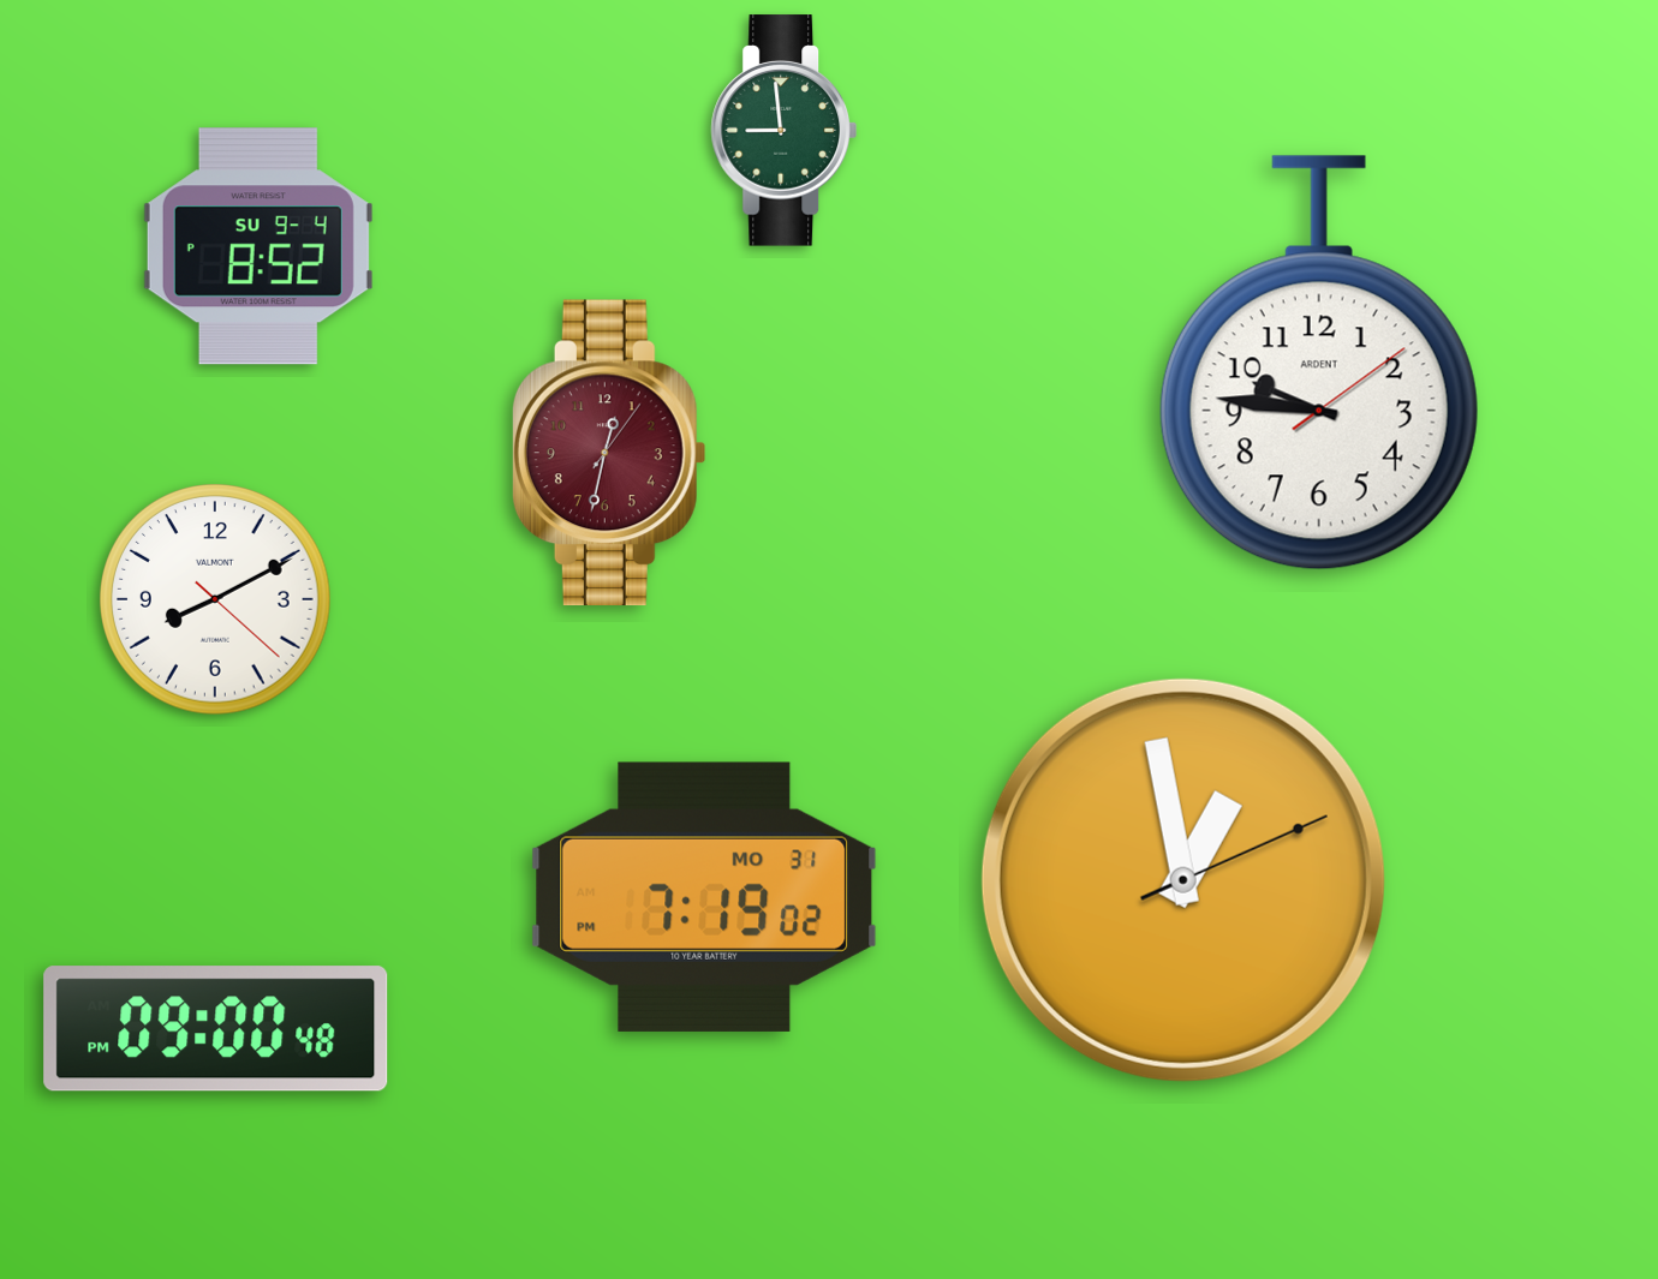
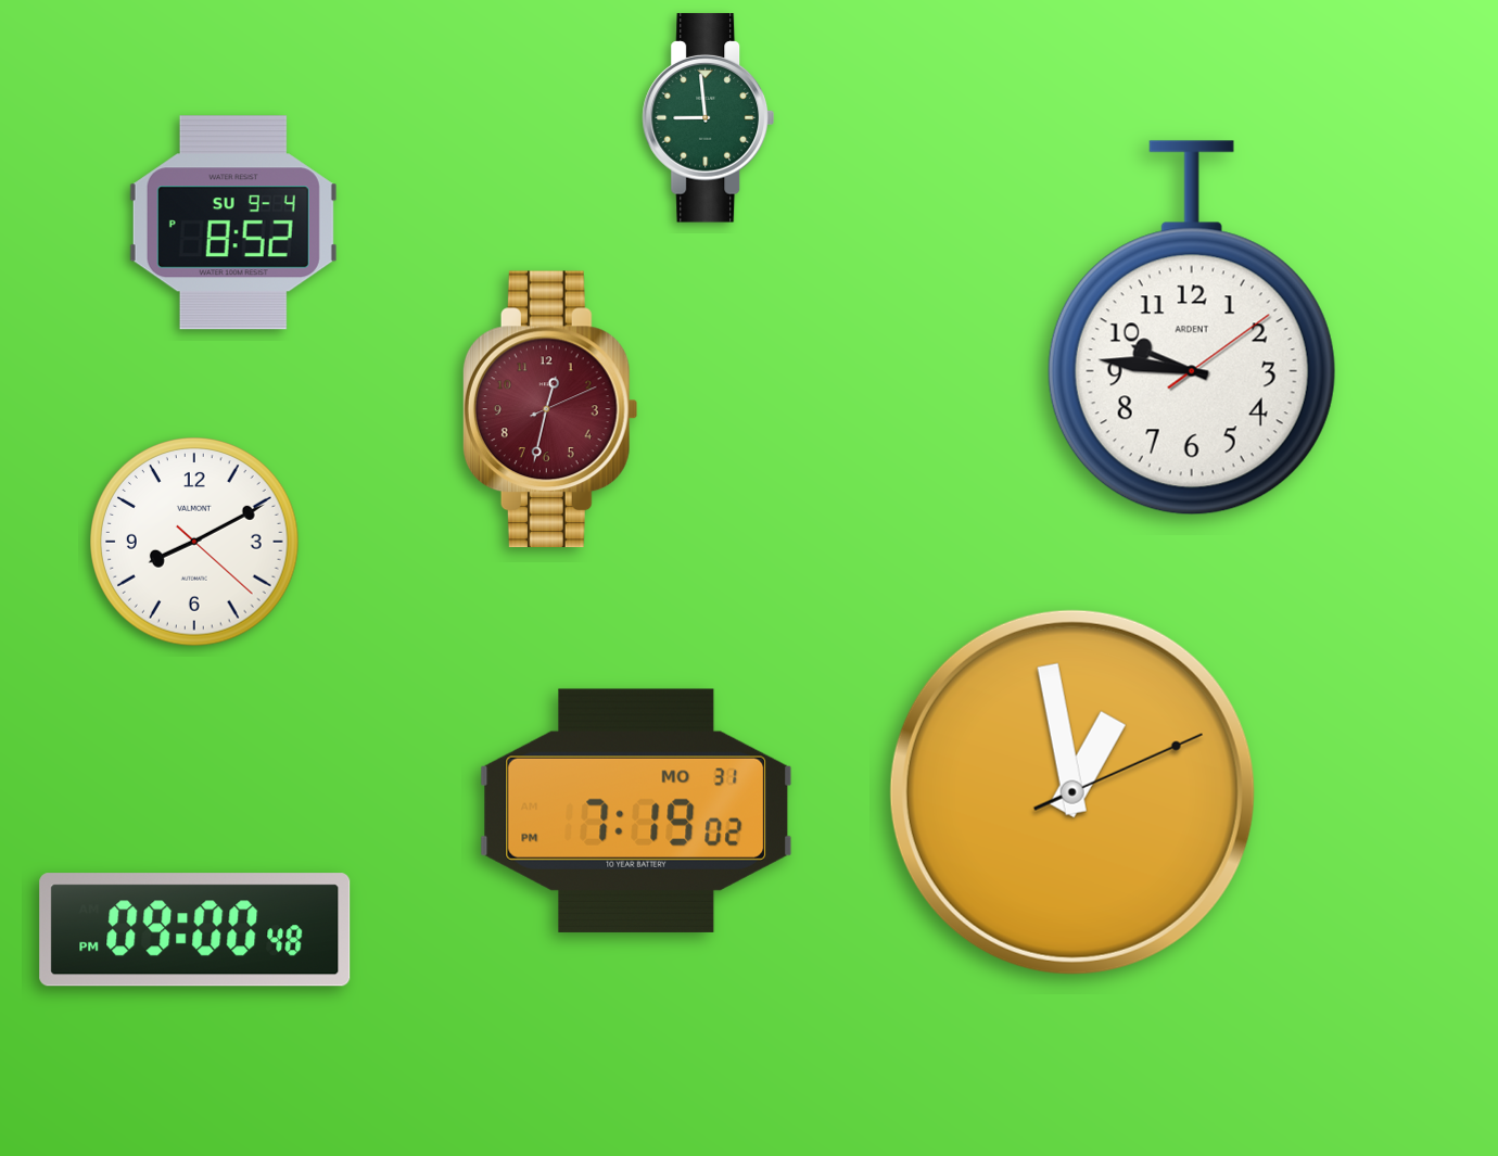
clock at (609, 453): 12:32:06 -> 12:32:11
clock at (1183, 880) position: (1183, 880) -> (1072, 792)
